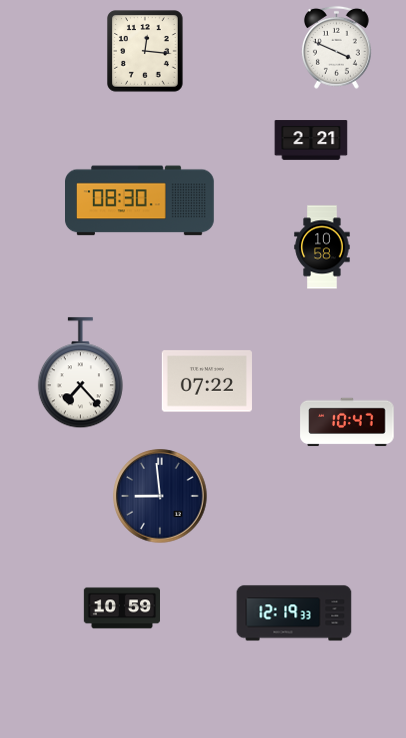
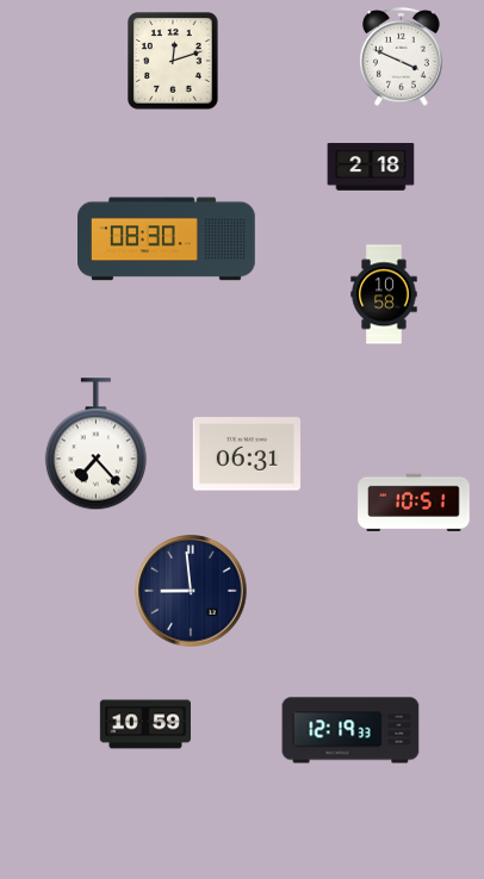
clock at (145, 51): 12:16 -> 12:12
clock at (311, 140): 2:21 -> 2:18
clock at (207, 381): 07:22 -> 06:31
clock at (347, 422): 10:47 -> 10:51
